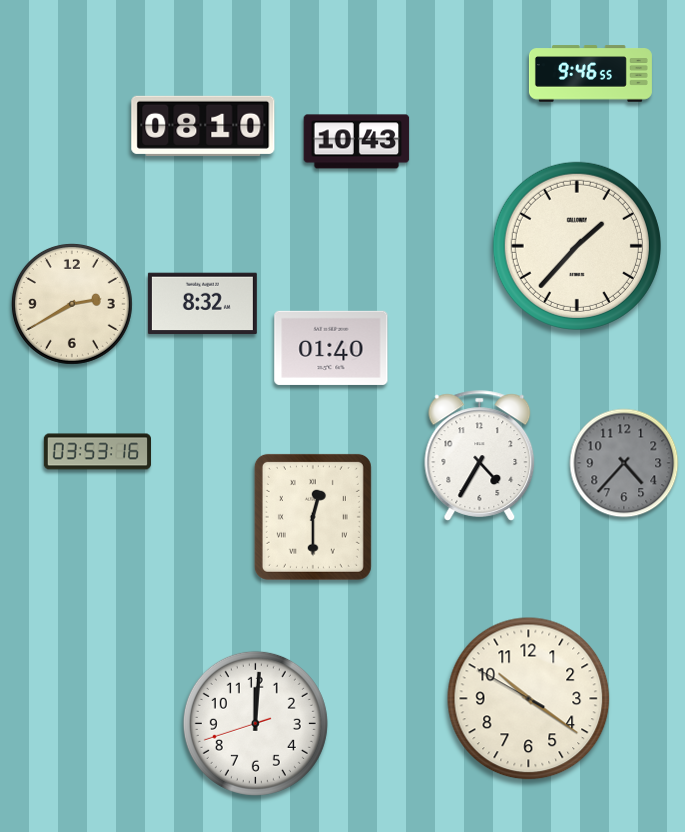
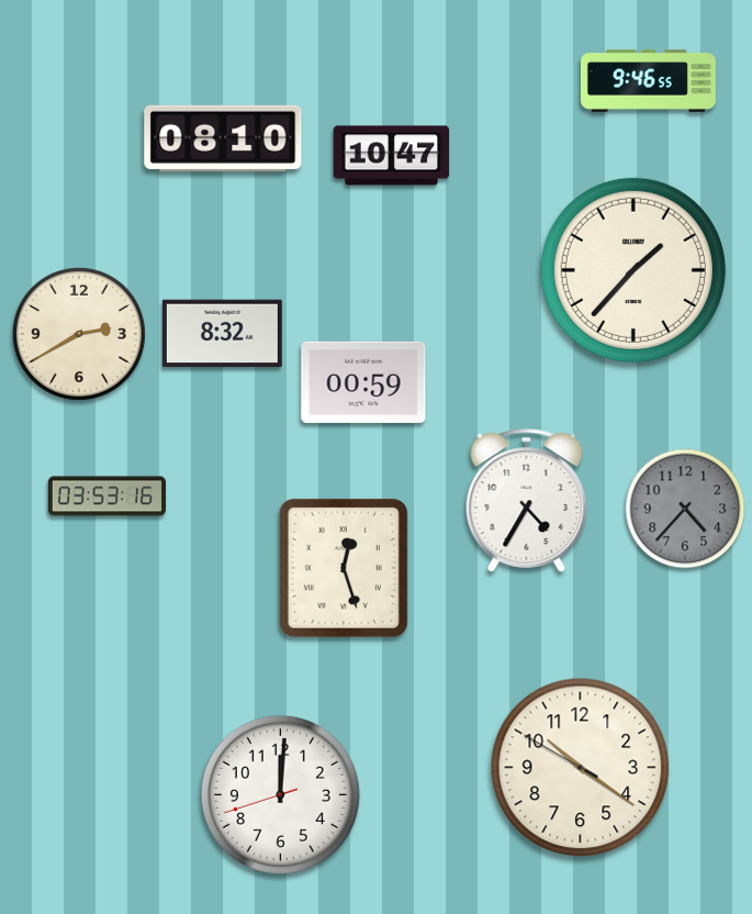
clock at (357, 142): 10:43 -> 10:47
clock at (331, 348): 01:40 -> 00:59
clock at (313, 517): 12:30 -> 12:27
